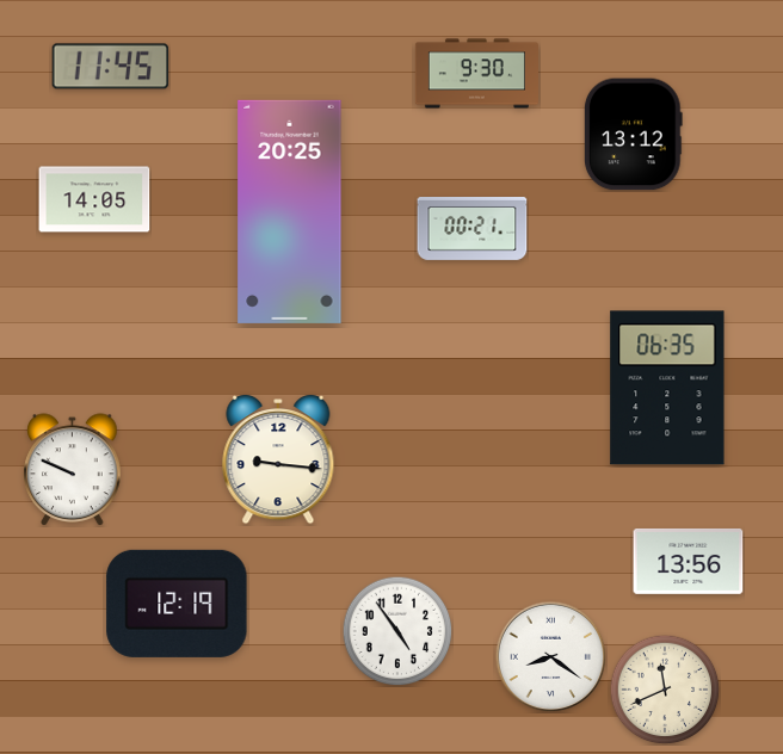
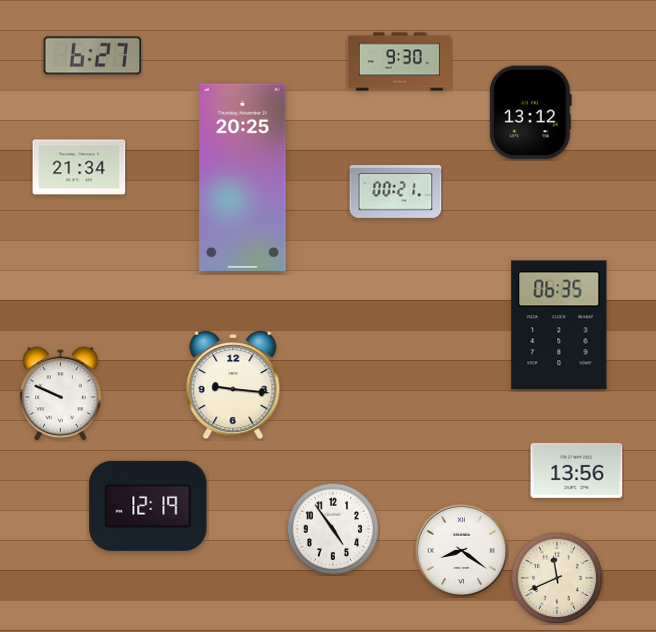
clock at (111, 67): 11:45 -> 6:27
clock at (94, 199): 14:05 -> 21:34
